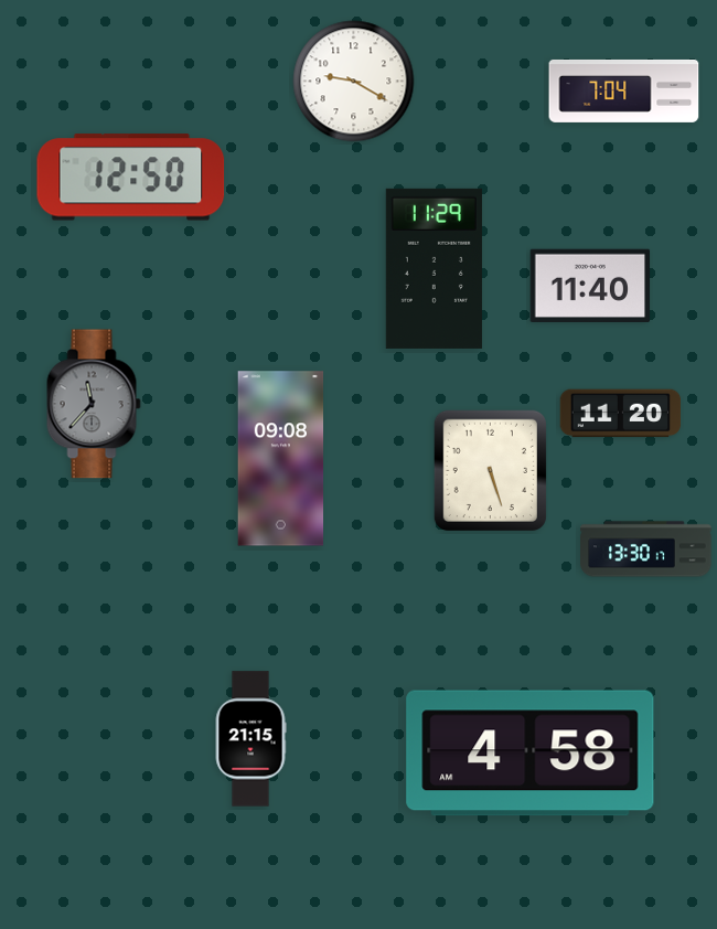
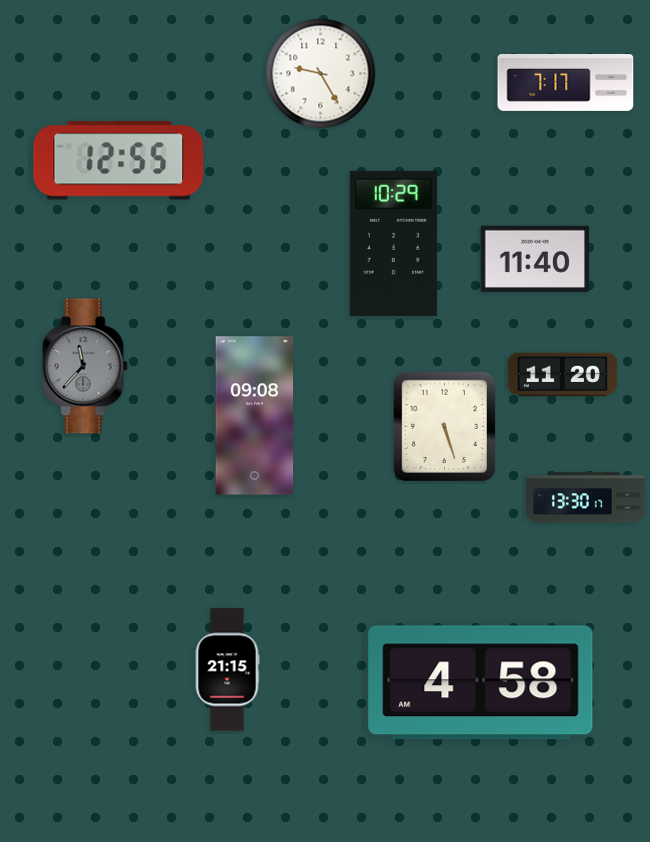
clock at (354, 82): 9:20 -> 9:25
clock at (624, 90): 7:04 -> 7:17
clock at (131, 178): 12:50 -> 12:55
clock at (434, 268): 11:29 -> 10:29
